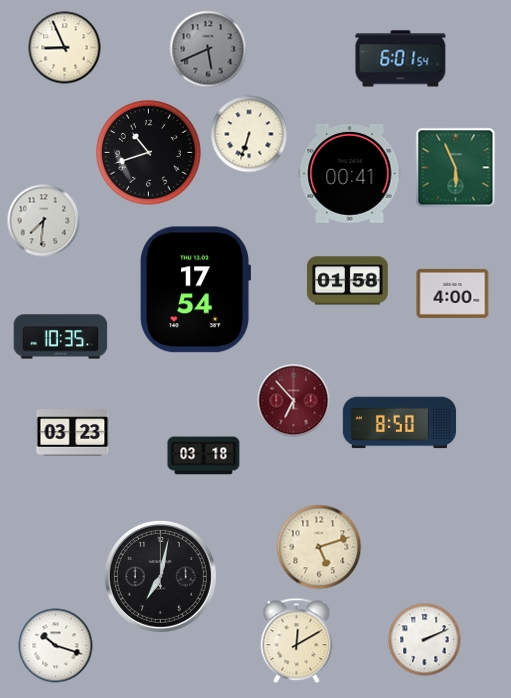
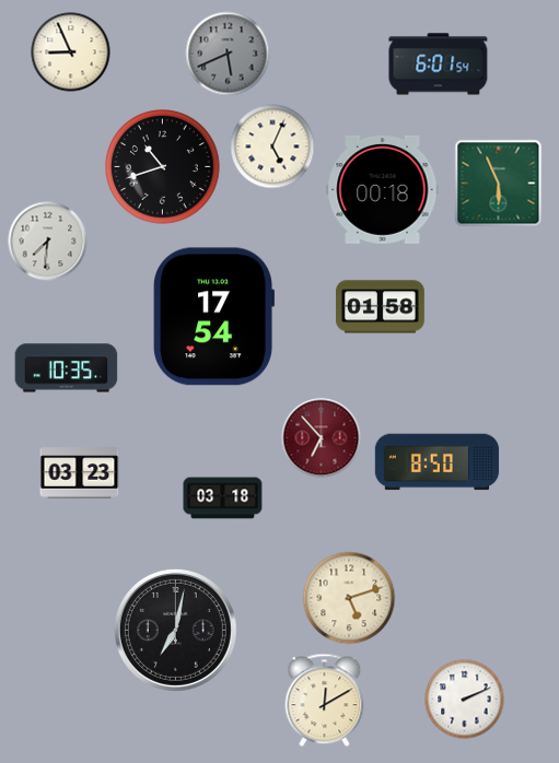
clock at (249, 134): 6:33 -> 5:04
clock at (350, 174): 00:41 -> 00:18
clock at (453, 293): 4:00 -> none
clock at (56, 646): 10:18 -> none
